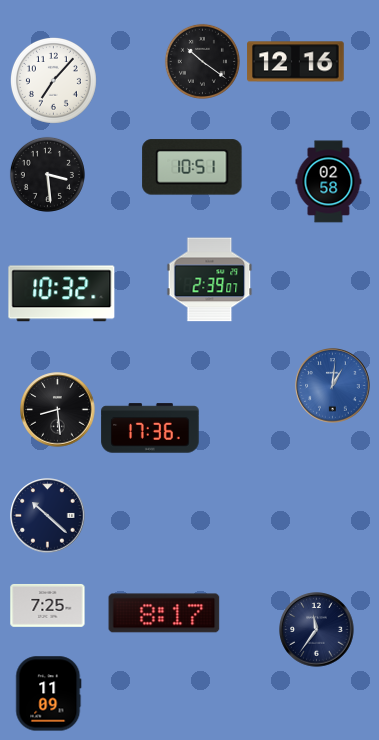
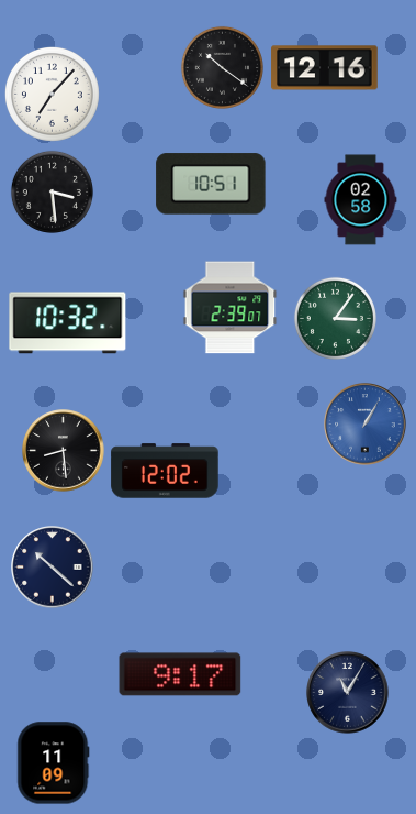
clock at (53, 80) position: (53, 80) -> (52, 94)
clock at (335, 318): none -> 3:06
clock at (333, 386): 1:01 -> 1:05
clock at (150, 428): 17:36 -> 12:02
clock at (48, 605): 7:25 -> none
clock at (164, 613): 8:17 -> 9:17
clock at (317, 630): 11:36 -> 11:05
